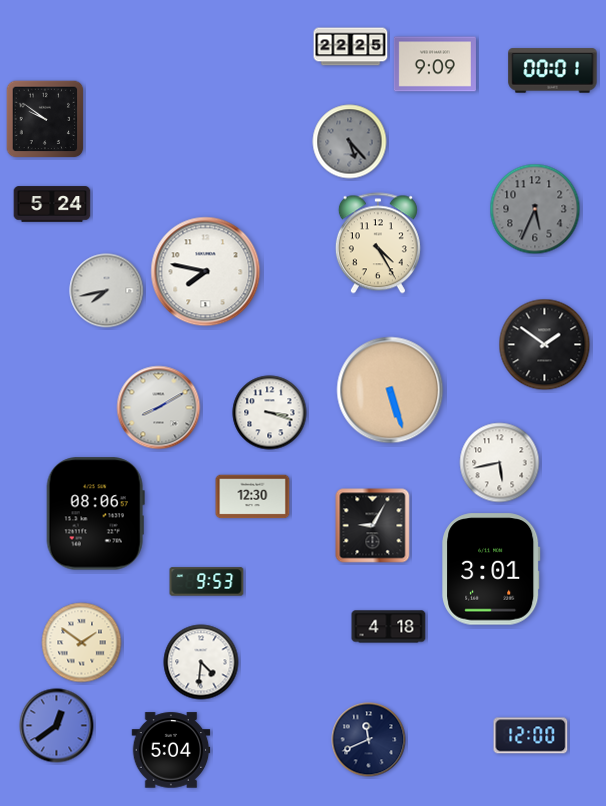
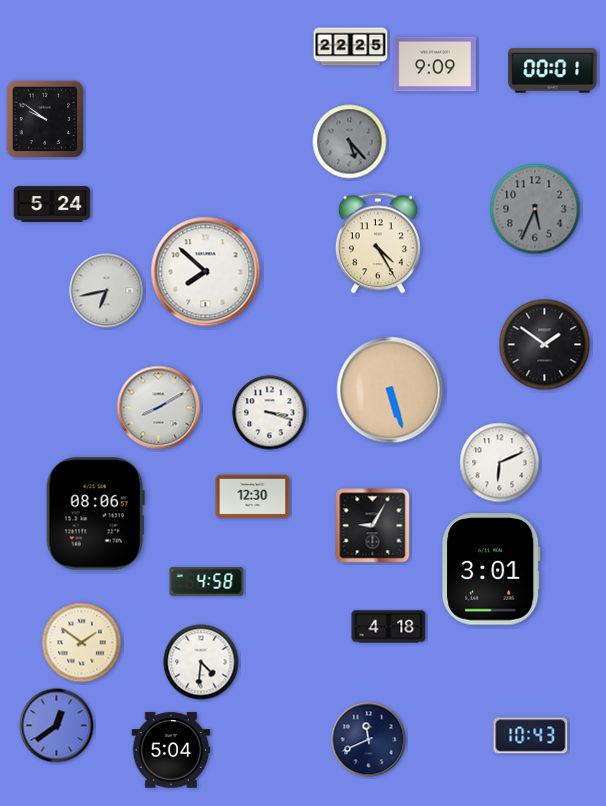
clock at (206, 272): 7:47 -> 7:52
clock at (107, 291): 7:43 -> 6:43
clock at (500, 463): 5:43 -> 6:11
clock at (207, 582): 9:53 -> 4:58
clock at (531, 736): 12:00 -> 10:43
